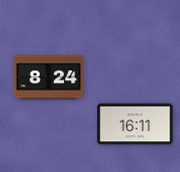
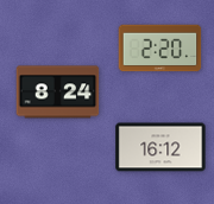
clock at (160, 49): none -> 2:20
clock at (135, 124): 16:11 -> 16:12
